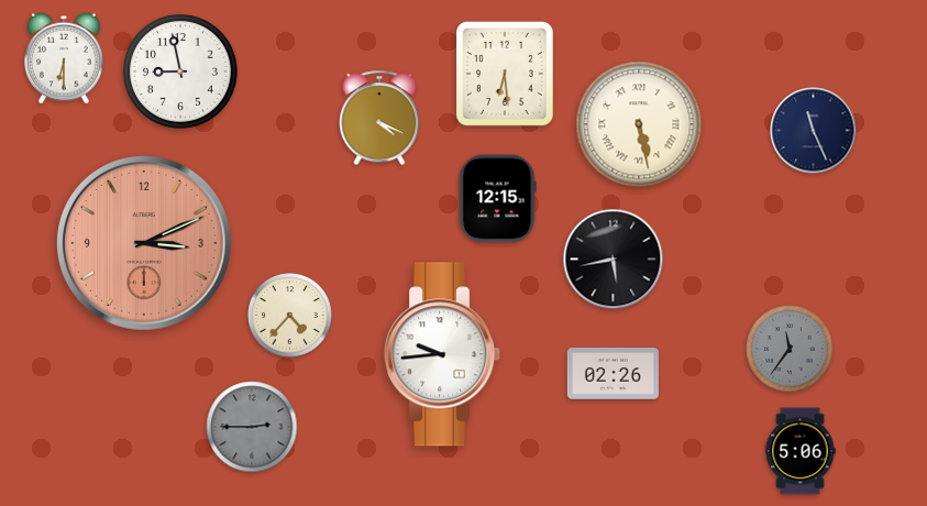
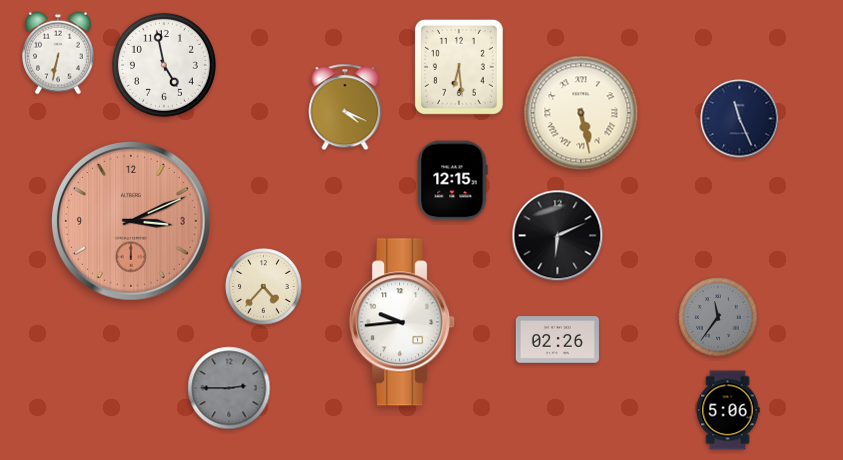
clock at (65, 58): 6:30 -> 6:32
clock at (180, 71): 8:58 -> 4:58
clock at (614, 260): 5:43 -> 6:11
